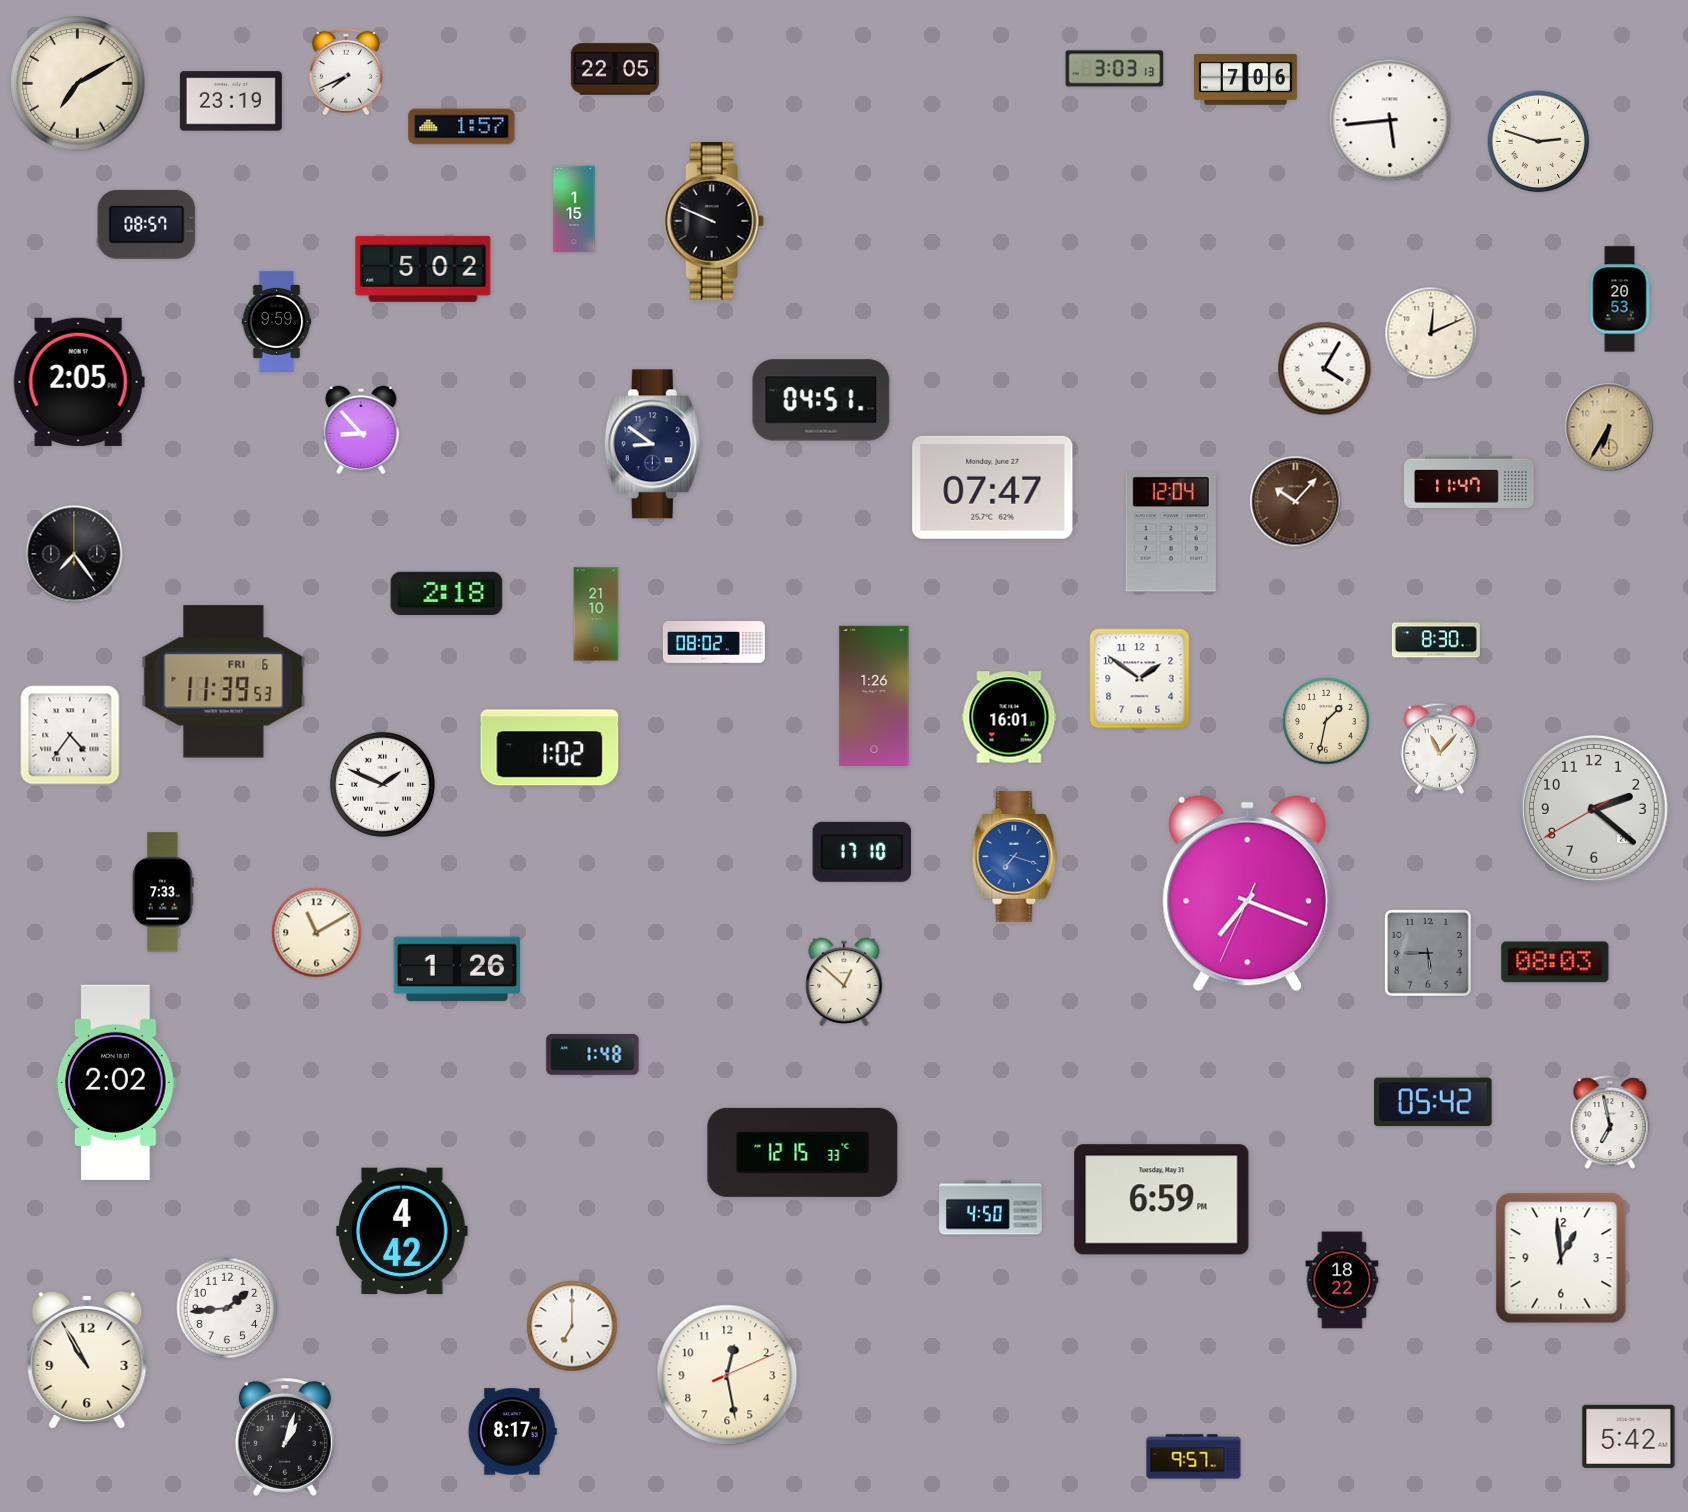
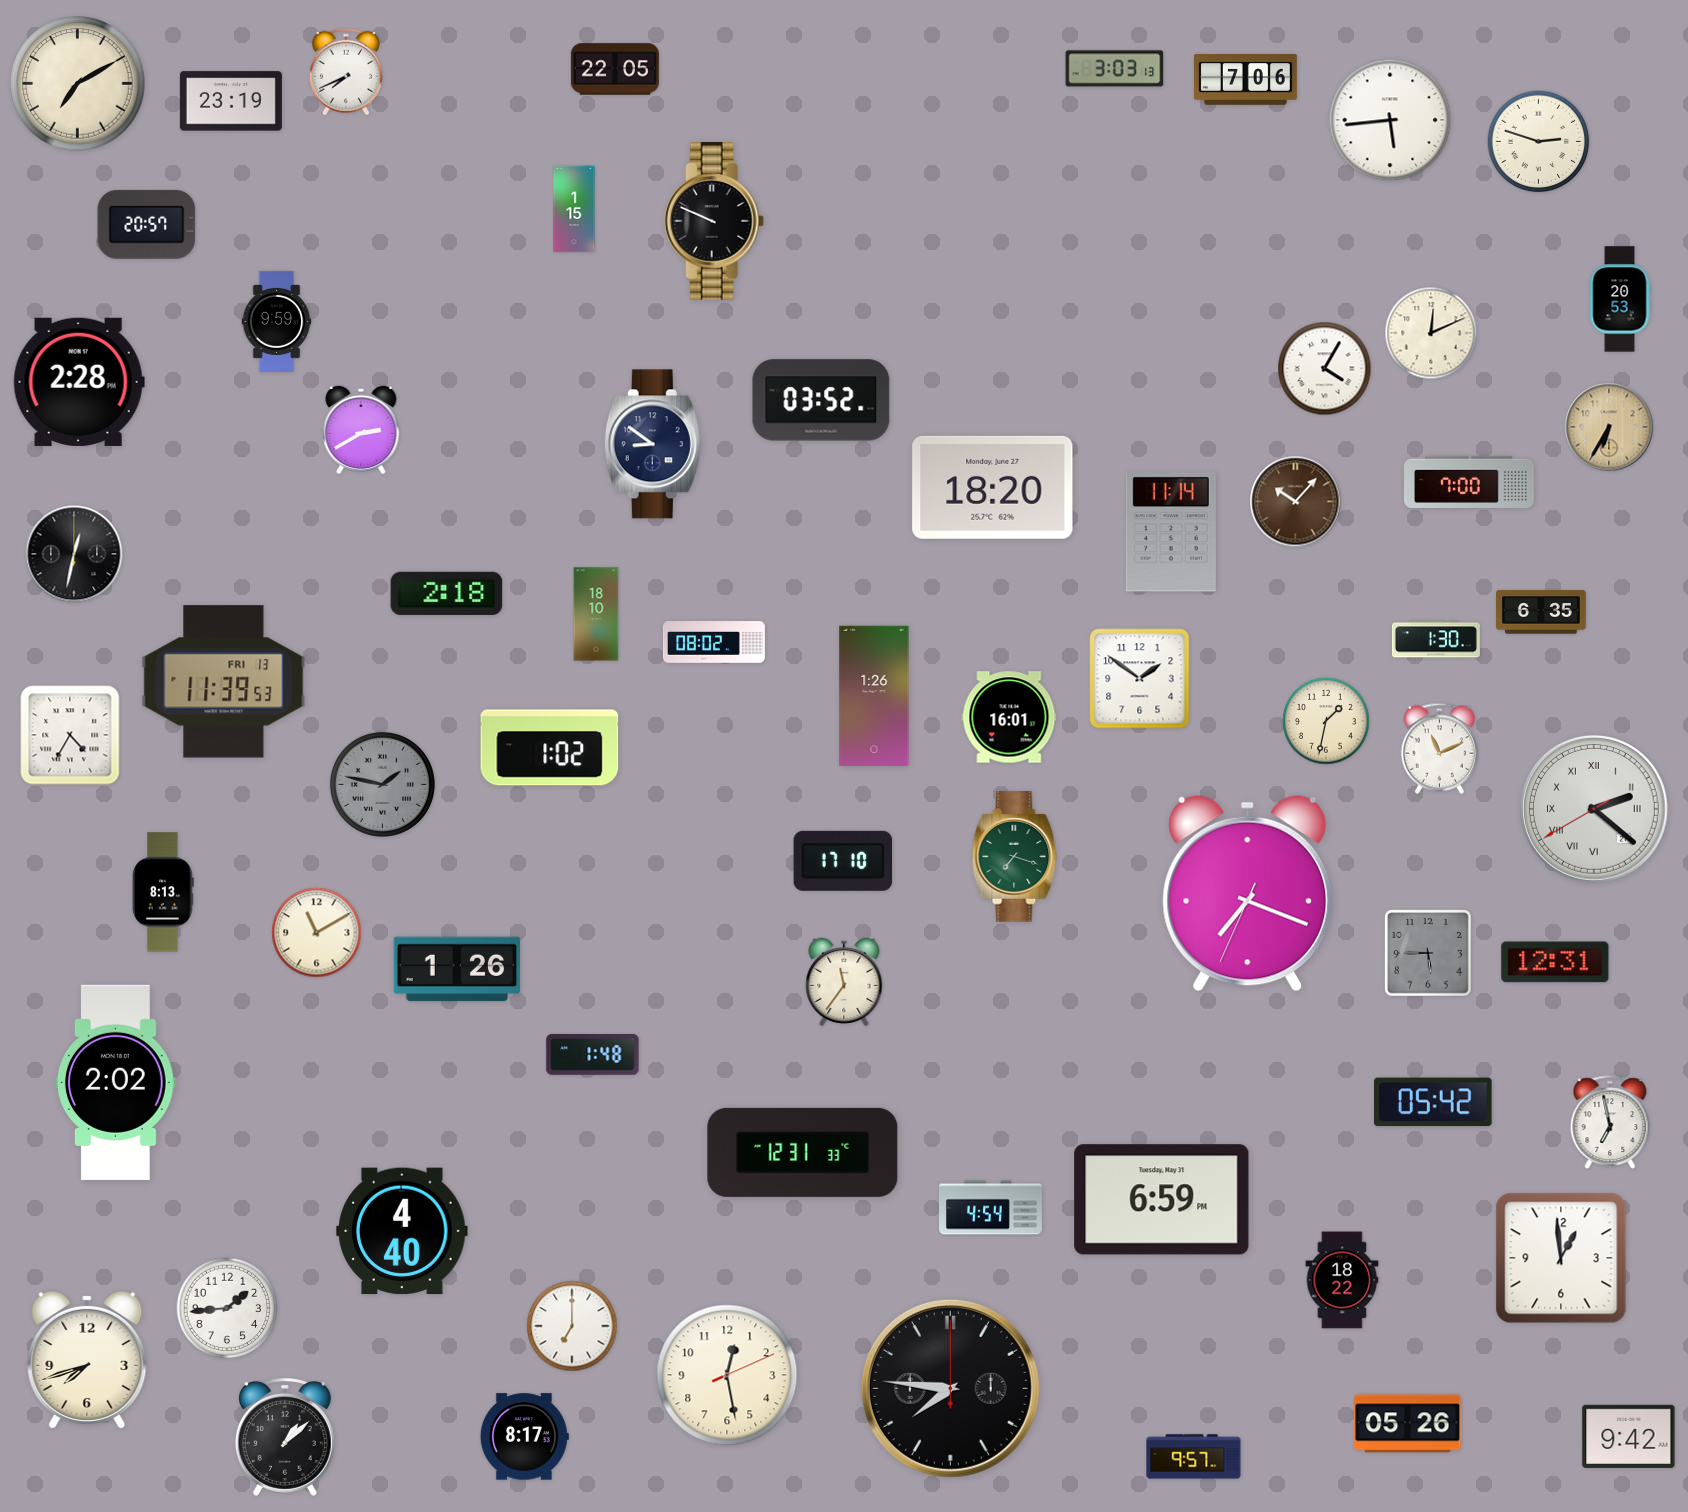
clock at (462, 127): 1:57 -> none
clock at (147, 224): 08:57 -> 20:57
clock at (423, 269): 5:02 -> none
clock at (79, 382): 2:05 -> 2:28
clock at (821, 400): 04:51 -> 03:52
clock at (361, 429): 8:53 -> 2:40
clock at (1470, 482): 11:47 -> 7:00
clock at (993, 487): 07:47 -> 18:20
clock at (1171, 532): 12:04 -> 11:14
clock at (74, 554): 7:24 -> 12:32
clock at (1541, 612): none -> 6:35
clock at (596, 614): 21:10 -> 18:10
clock at (1436, 639): 8:30 -> 1:30
clock at (224, 682) date: FRI 6 -> FRI 13
clock at (70, 735): 4:36 -> 4:35
clock at (1440, 748): 11:07 -> 11:11
clock at (382, 784): 1:49 -> 1:47
clock at (382, 784) dial: white -> grey
clock at (1594, 809) numerals: Arabic -> Roman
clock at (862, 852) position: (862, 852) -> (843, 861)
clock at (1015, 857) dial: blue -> green
clock at (163, 892): 7:33 -> 8:13
clock at (1555, 962): 08:03 -> 12:31
clock at (844, 981): 12:52 -> 11:36
clock at (803, 1152): 12:15 -> 12:31
clock at (991, 1208): 4:50 -> 4:54
clock at (402, 1231): 4:42 -> 4:40
clock at (87, 1360): 10:55 -> 7:42
clock at (950, 1388): none -> 7:46
clock at (1408, 1424): none -> 05:26
clock at (512, 1432) position: (512, 1432) -> (524, 1437)
clock at (1629, 1436): 5:42 -> 9:42
clock at (285, 1438): 1:03 -> 1:08
